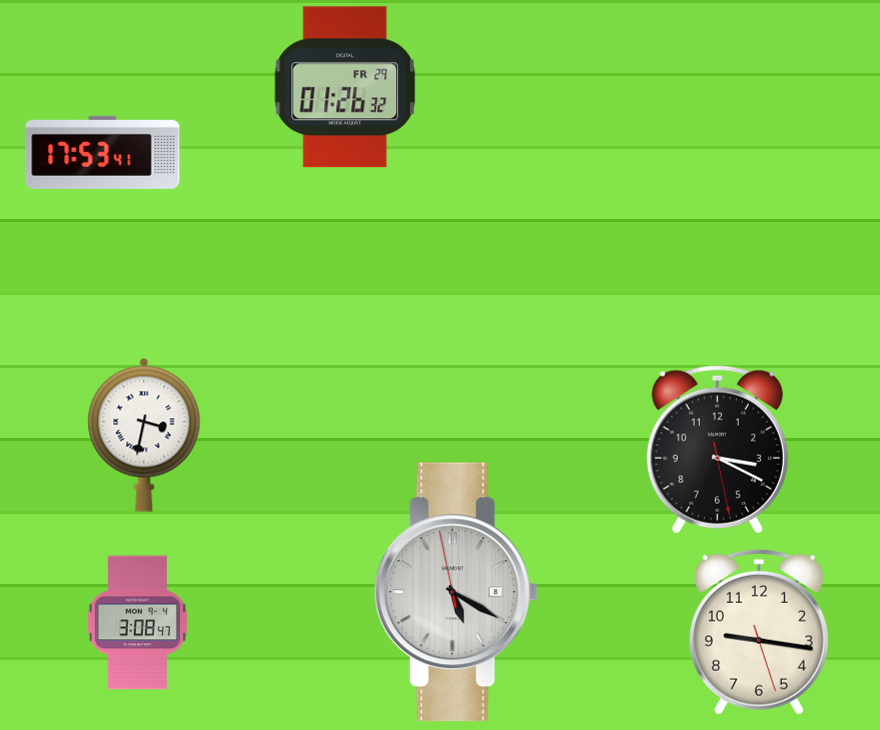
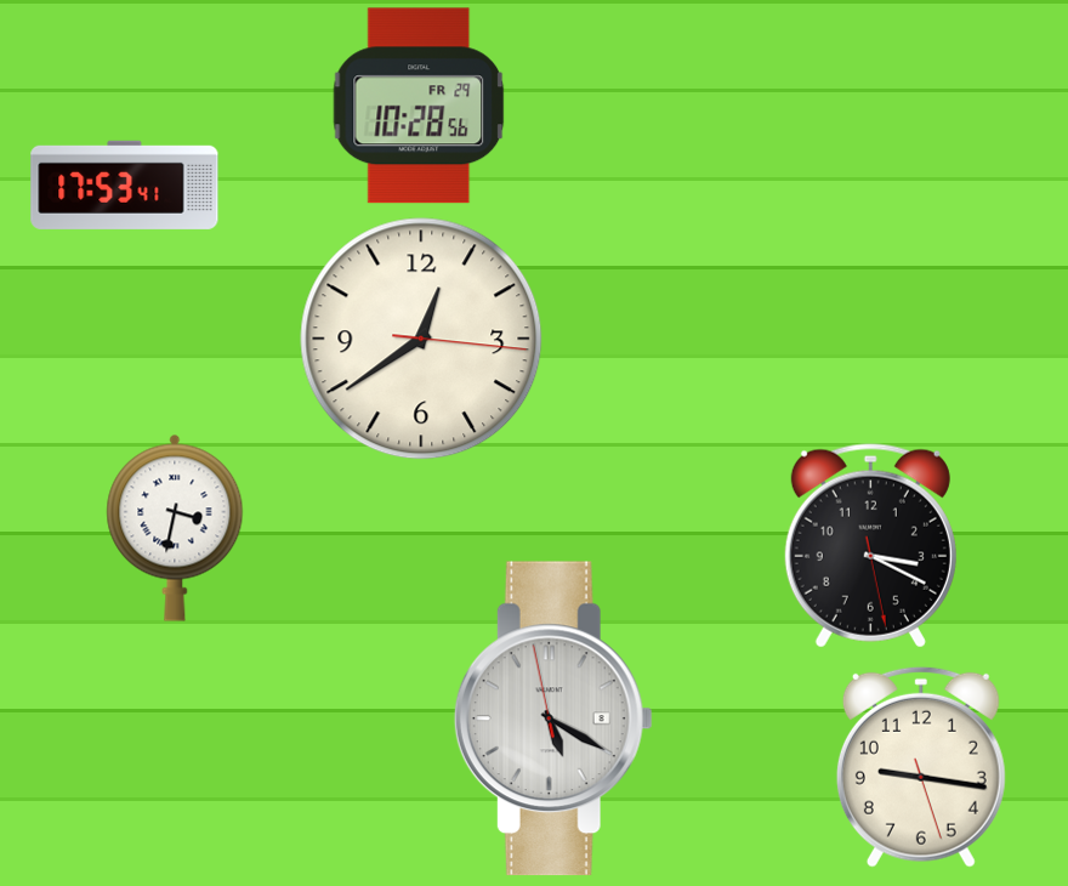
clock at (345, 87): 01:26 -> 10:28
clock at (421, 339): none -> 12:39
clock at (137, 623): 3:08 -> none
